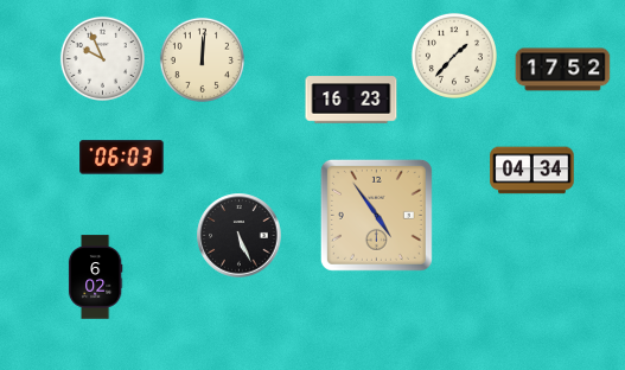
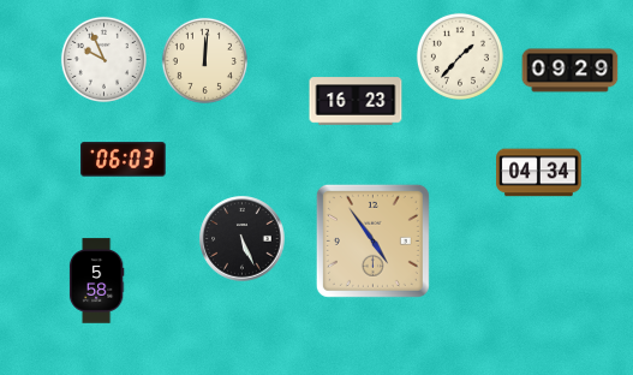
clock at (563, 70): 17:52 -> 09:29
clock at (376, 215) position: (376, 215) -> (372, 240)
clock at (95, 277): 6:02 -> 5:58
